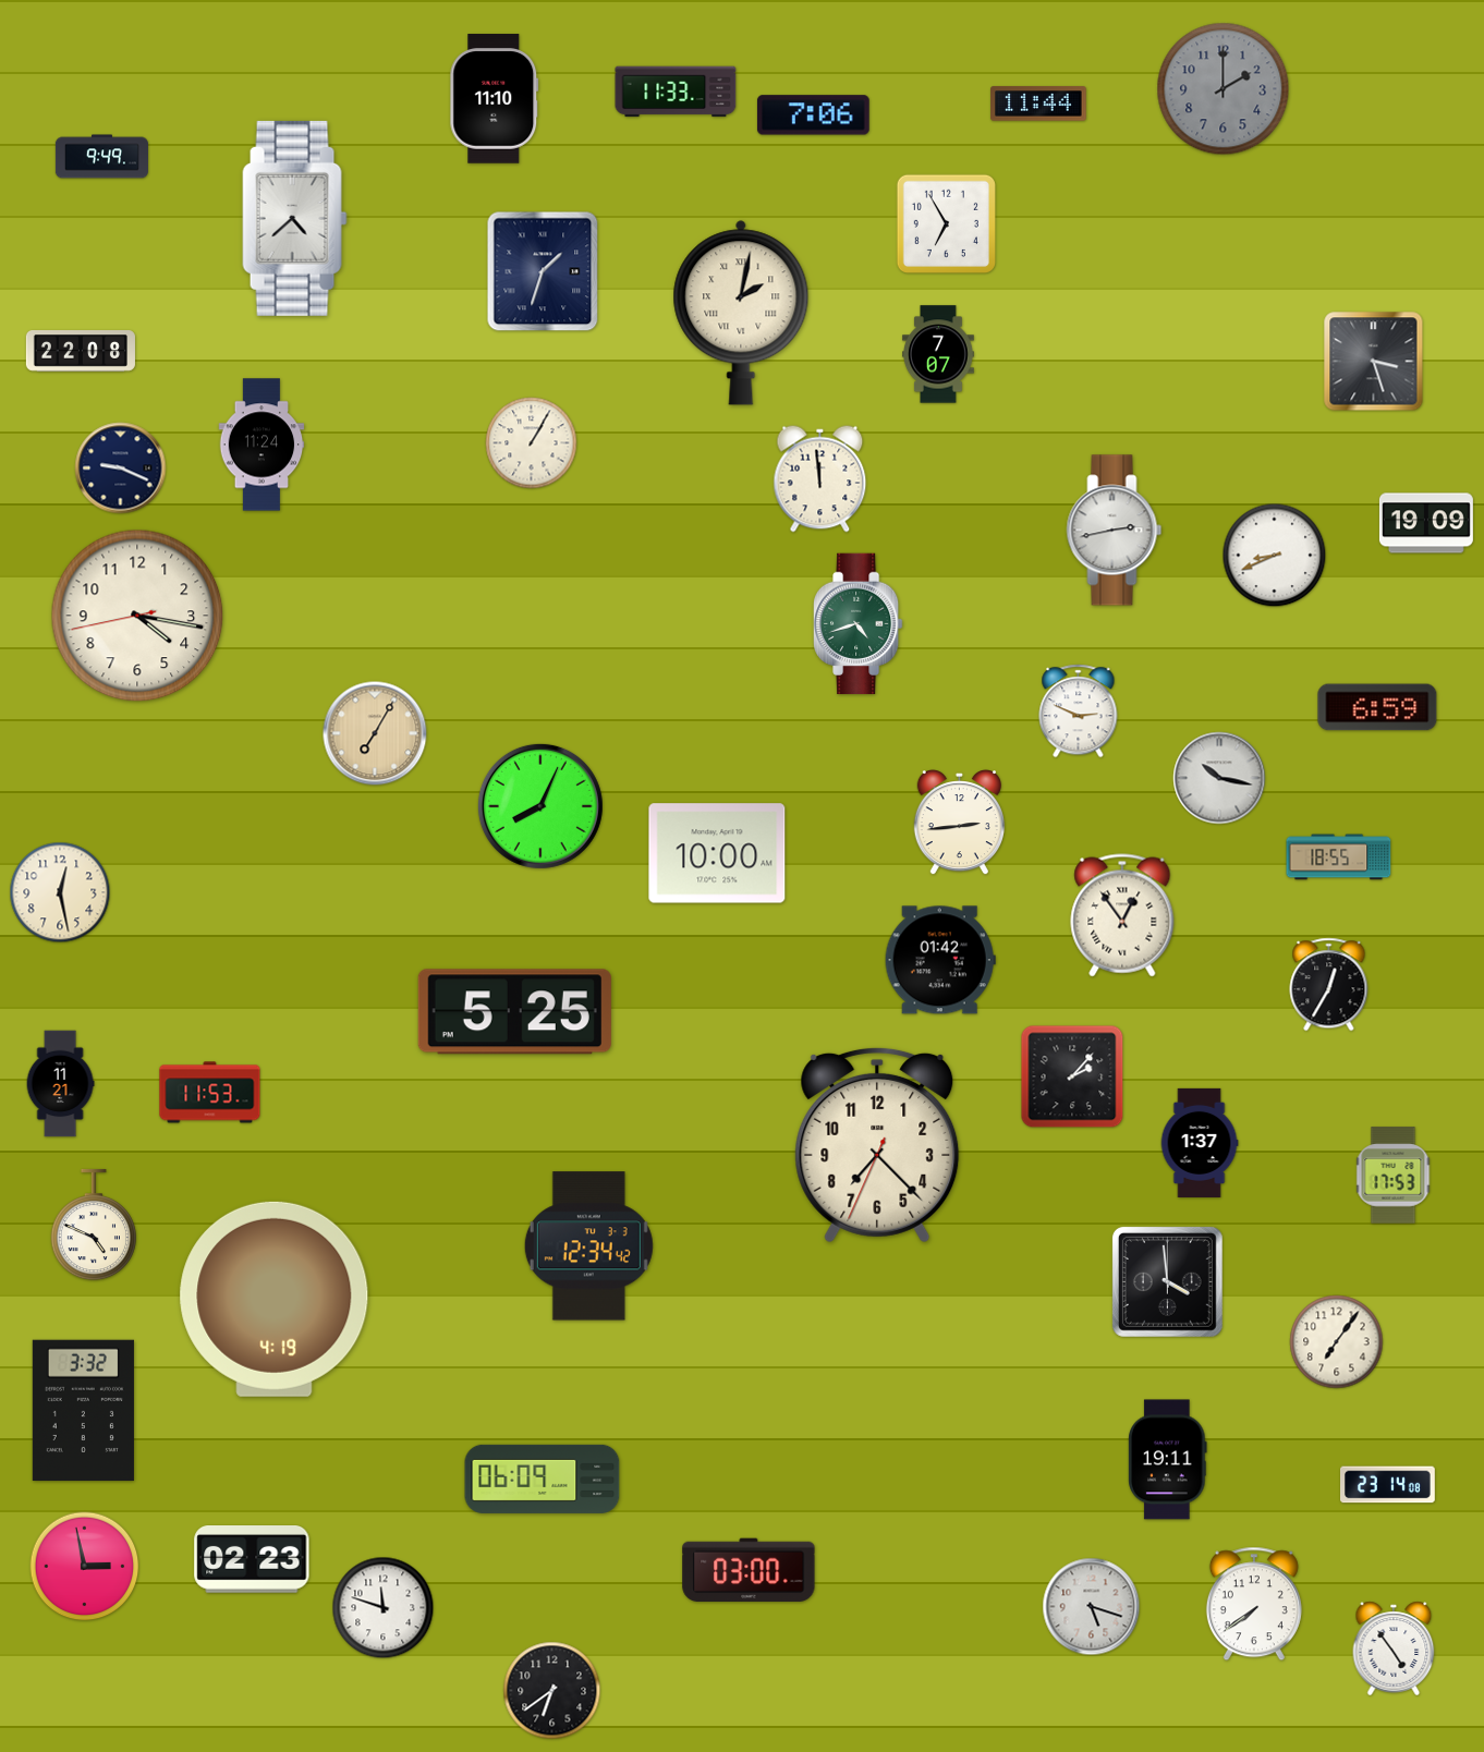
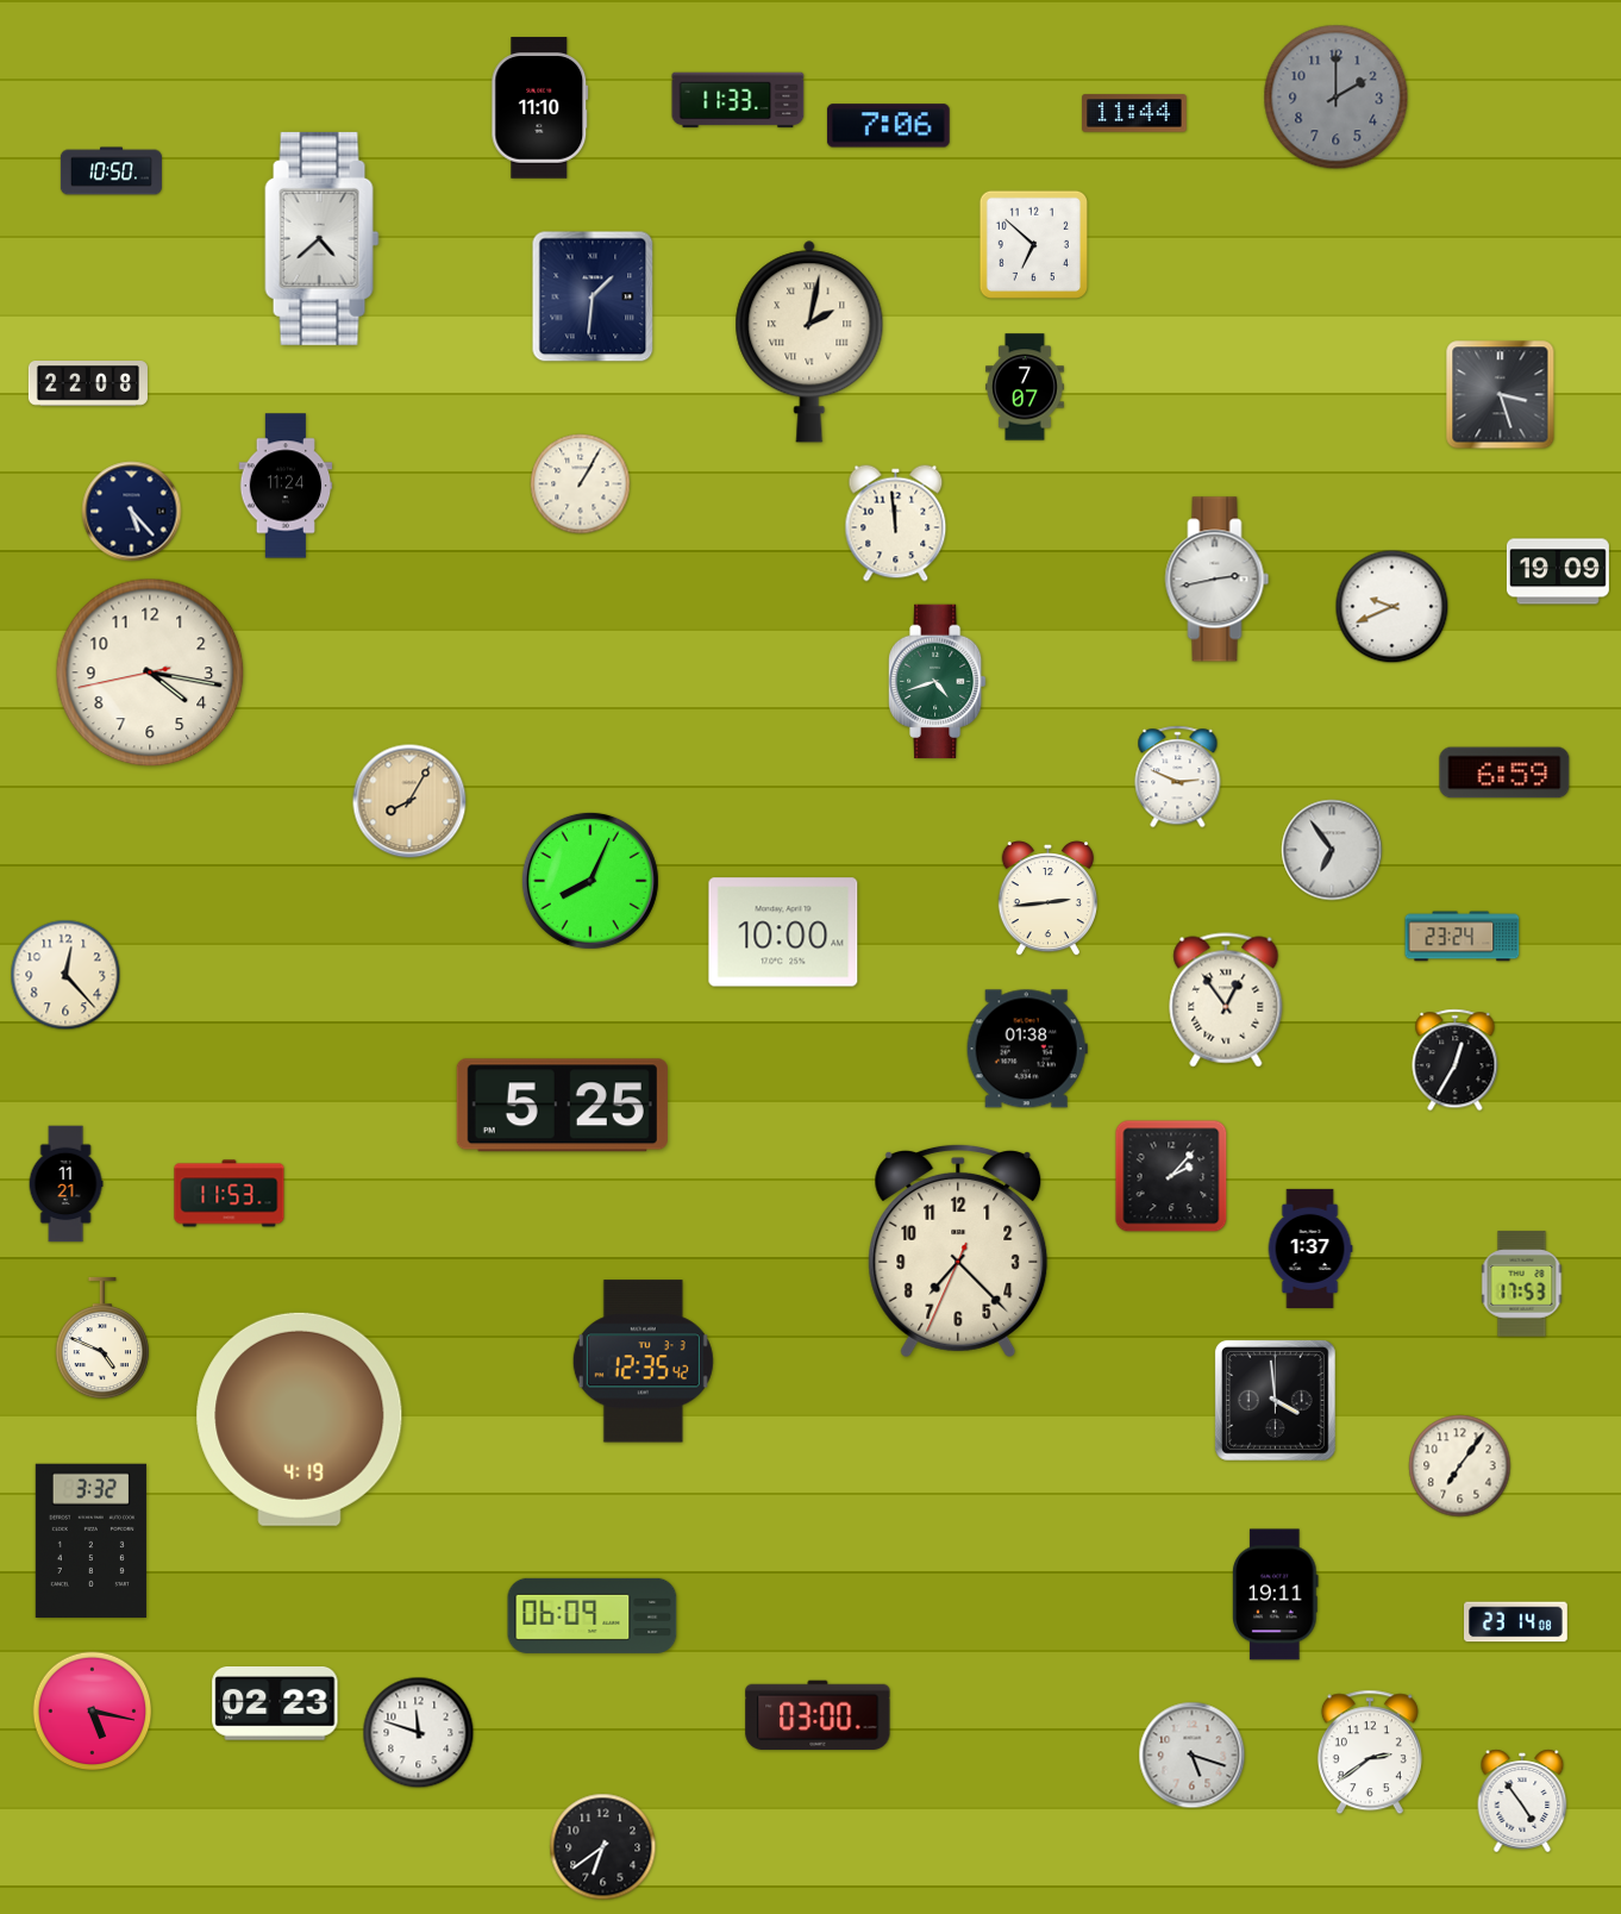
clock at (101, 157): 9:49 -> 10:50
clock at (946, 223): 6:55 -> 6:52
clock at (543, 271): 1:33 -> 1:31
clock at (121, 469): 9:19 -> 5:23
clock at (1275, 556): 8:41 -> 9:41
clock at (375, 733): 7:05 -> 8:05
clock at (1219, 778): 10:17 -> 6:54
clock at (1339, 857): 18:55 -> 23:24
clock at (60, 892): 12:28 -> 12:23
clock at (940, 960): 01:42 -> 01:38
clock at (1329, 985) position: (1329, 985) -> (1456, 1061)
clock at (588, 1246): 12:34 -> 12:35
clock at (85, 1567): 2:58 -> 5:17
clock at (1254, 1604): 7:39 -> 2:39
clock at (384, 1608) position: (384, 1608) -> (419, 1733)
